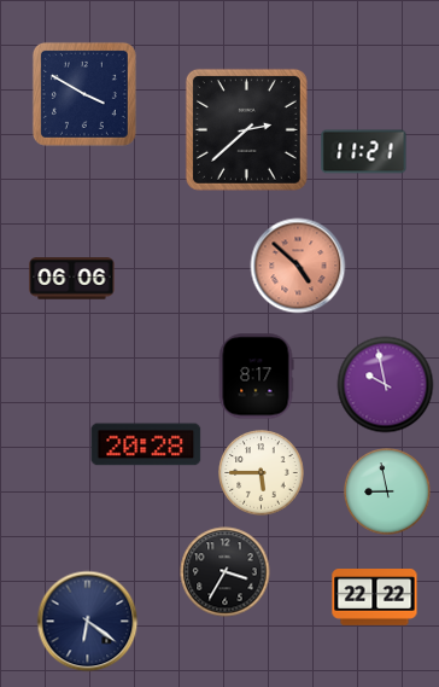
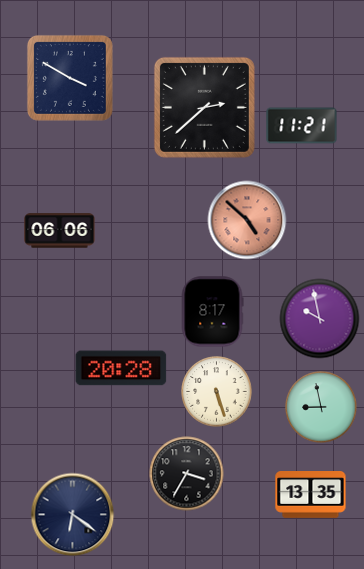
clock at (262, 473): 5:45 -> 5:27
clock at (375, 598): 22:22 -> 13:35
